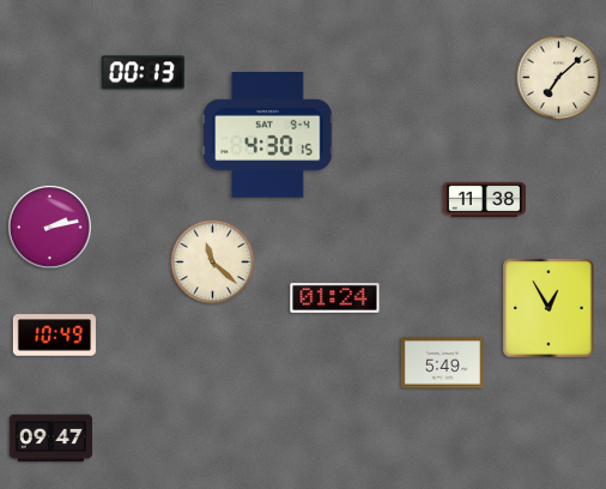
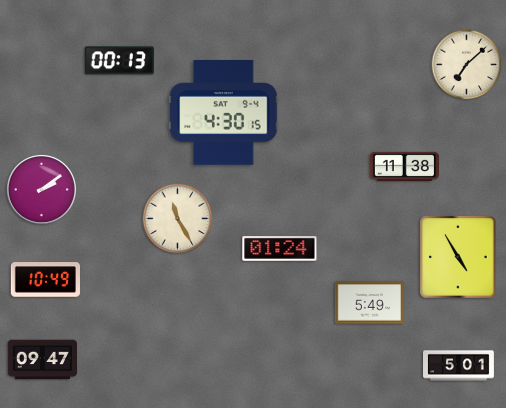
clock at (49, 227): 2:13 -> 2:09
clock at (213, 262): 11:22 -> 11:25
clock at (549, 308): 12:55 -> 4:55
clock at (50, 439) position: (50, 439) -> (42, 360)
clock at (459, 366): none -> 5:01
